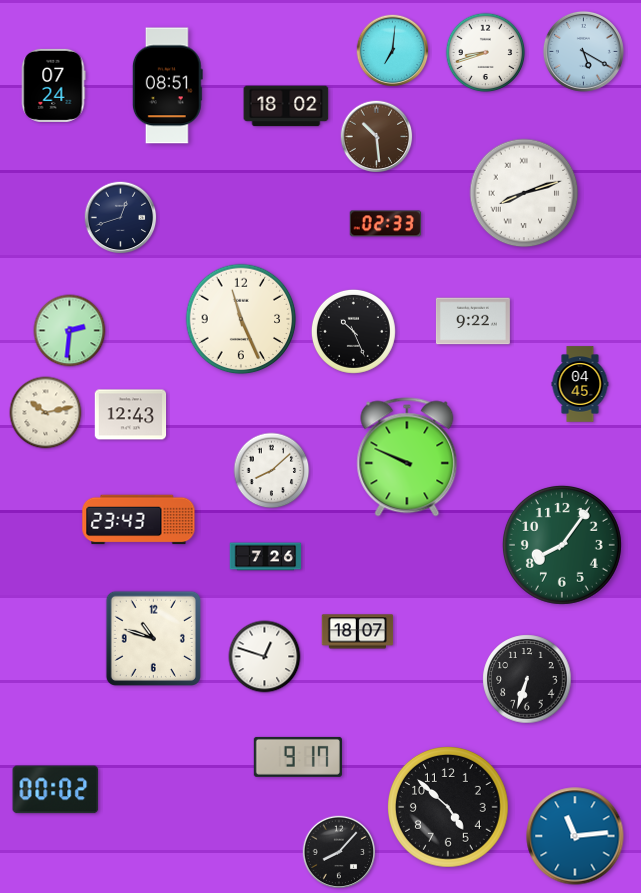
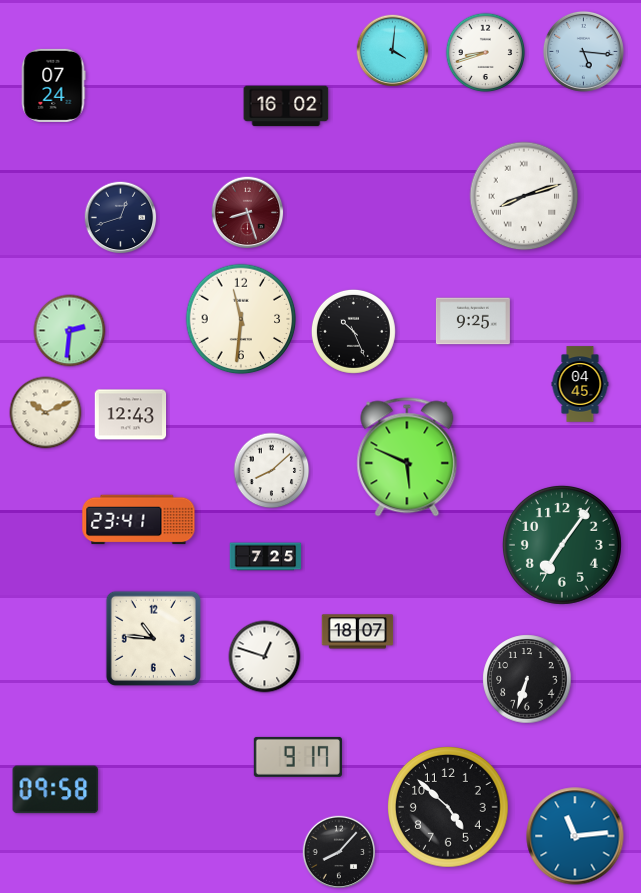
clock at (393, 51): 7:01 -> 4:01
clock at (583, 51): 5:20 -> 5:16
clock at (167, 86): 08:51 -> none
clock at (286, 106): 18:02 -> 16:02
clock at (377, 137): 10:29 -> none
clock at (524, 193) position: (524, 193) -> (524, 196)
clock at (248, 213): none -> 8:27
clock at (386, 224): 02:33 -> none
clock at (241, 319): 11:26 -> 11:31
clock at (473, 321): 9:22 -> 9:25
clock at (46, 413): 10:13 -> 10:11
clock at (407, 457): 9:49 -> 5:49
clock at (139, 520): 23:43 -> 23:41
clock at (562, 545): 8:06 -> 7:06
clock at (266, 557): 7:26 -> 7:25
clock at (153, 638): 10:48 -> 10:46
clock at (56, 790): 00:02 -> 09:58
